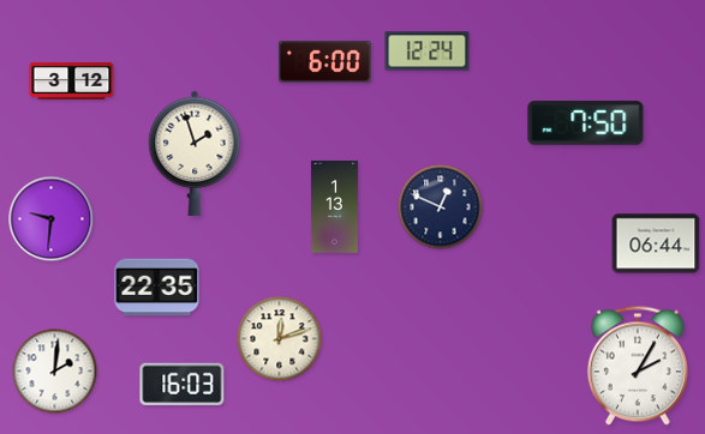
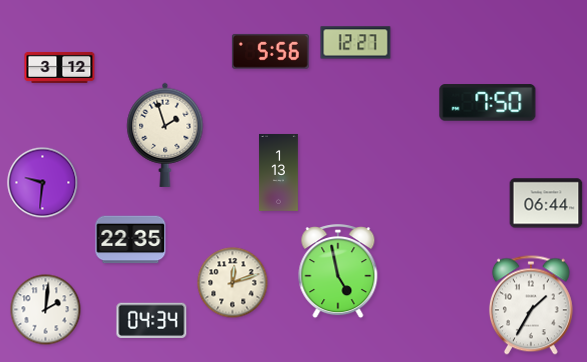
clock at (428, 52): 12:24 -> 12:27
clock at (324, 61): 6:00 -> 5:56
clock at (195, 153) position: (195, 153) -> (165, 135)
clock at (441, 207): 12:49 -> none
clock at (338, 272): none -> 4:58
clock at (638, 366): 2:05 -> 1:35
clock at (183, 384): 16:03 -> 04:34
